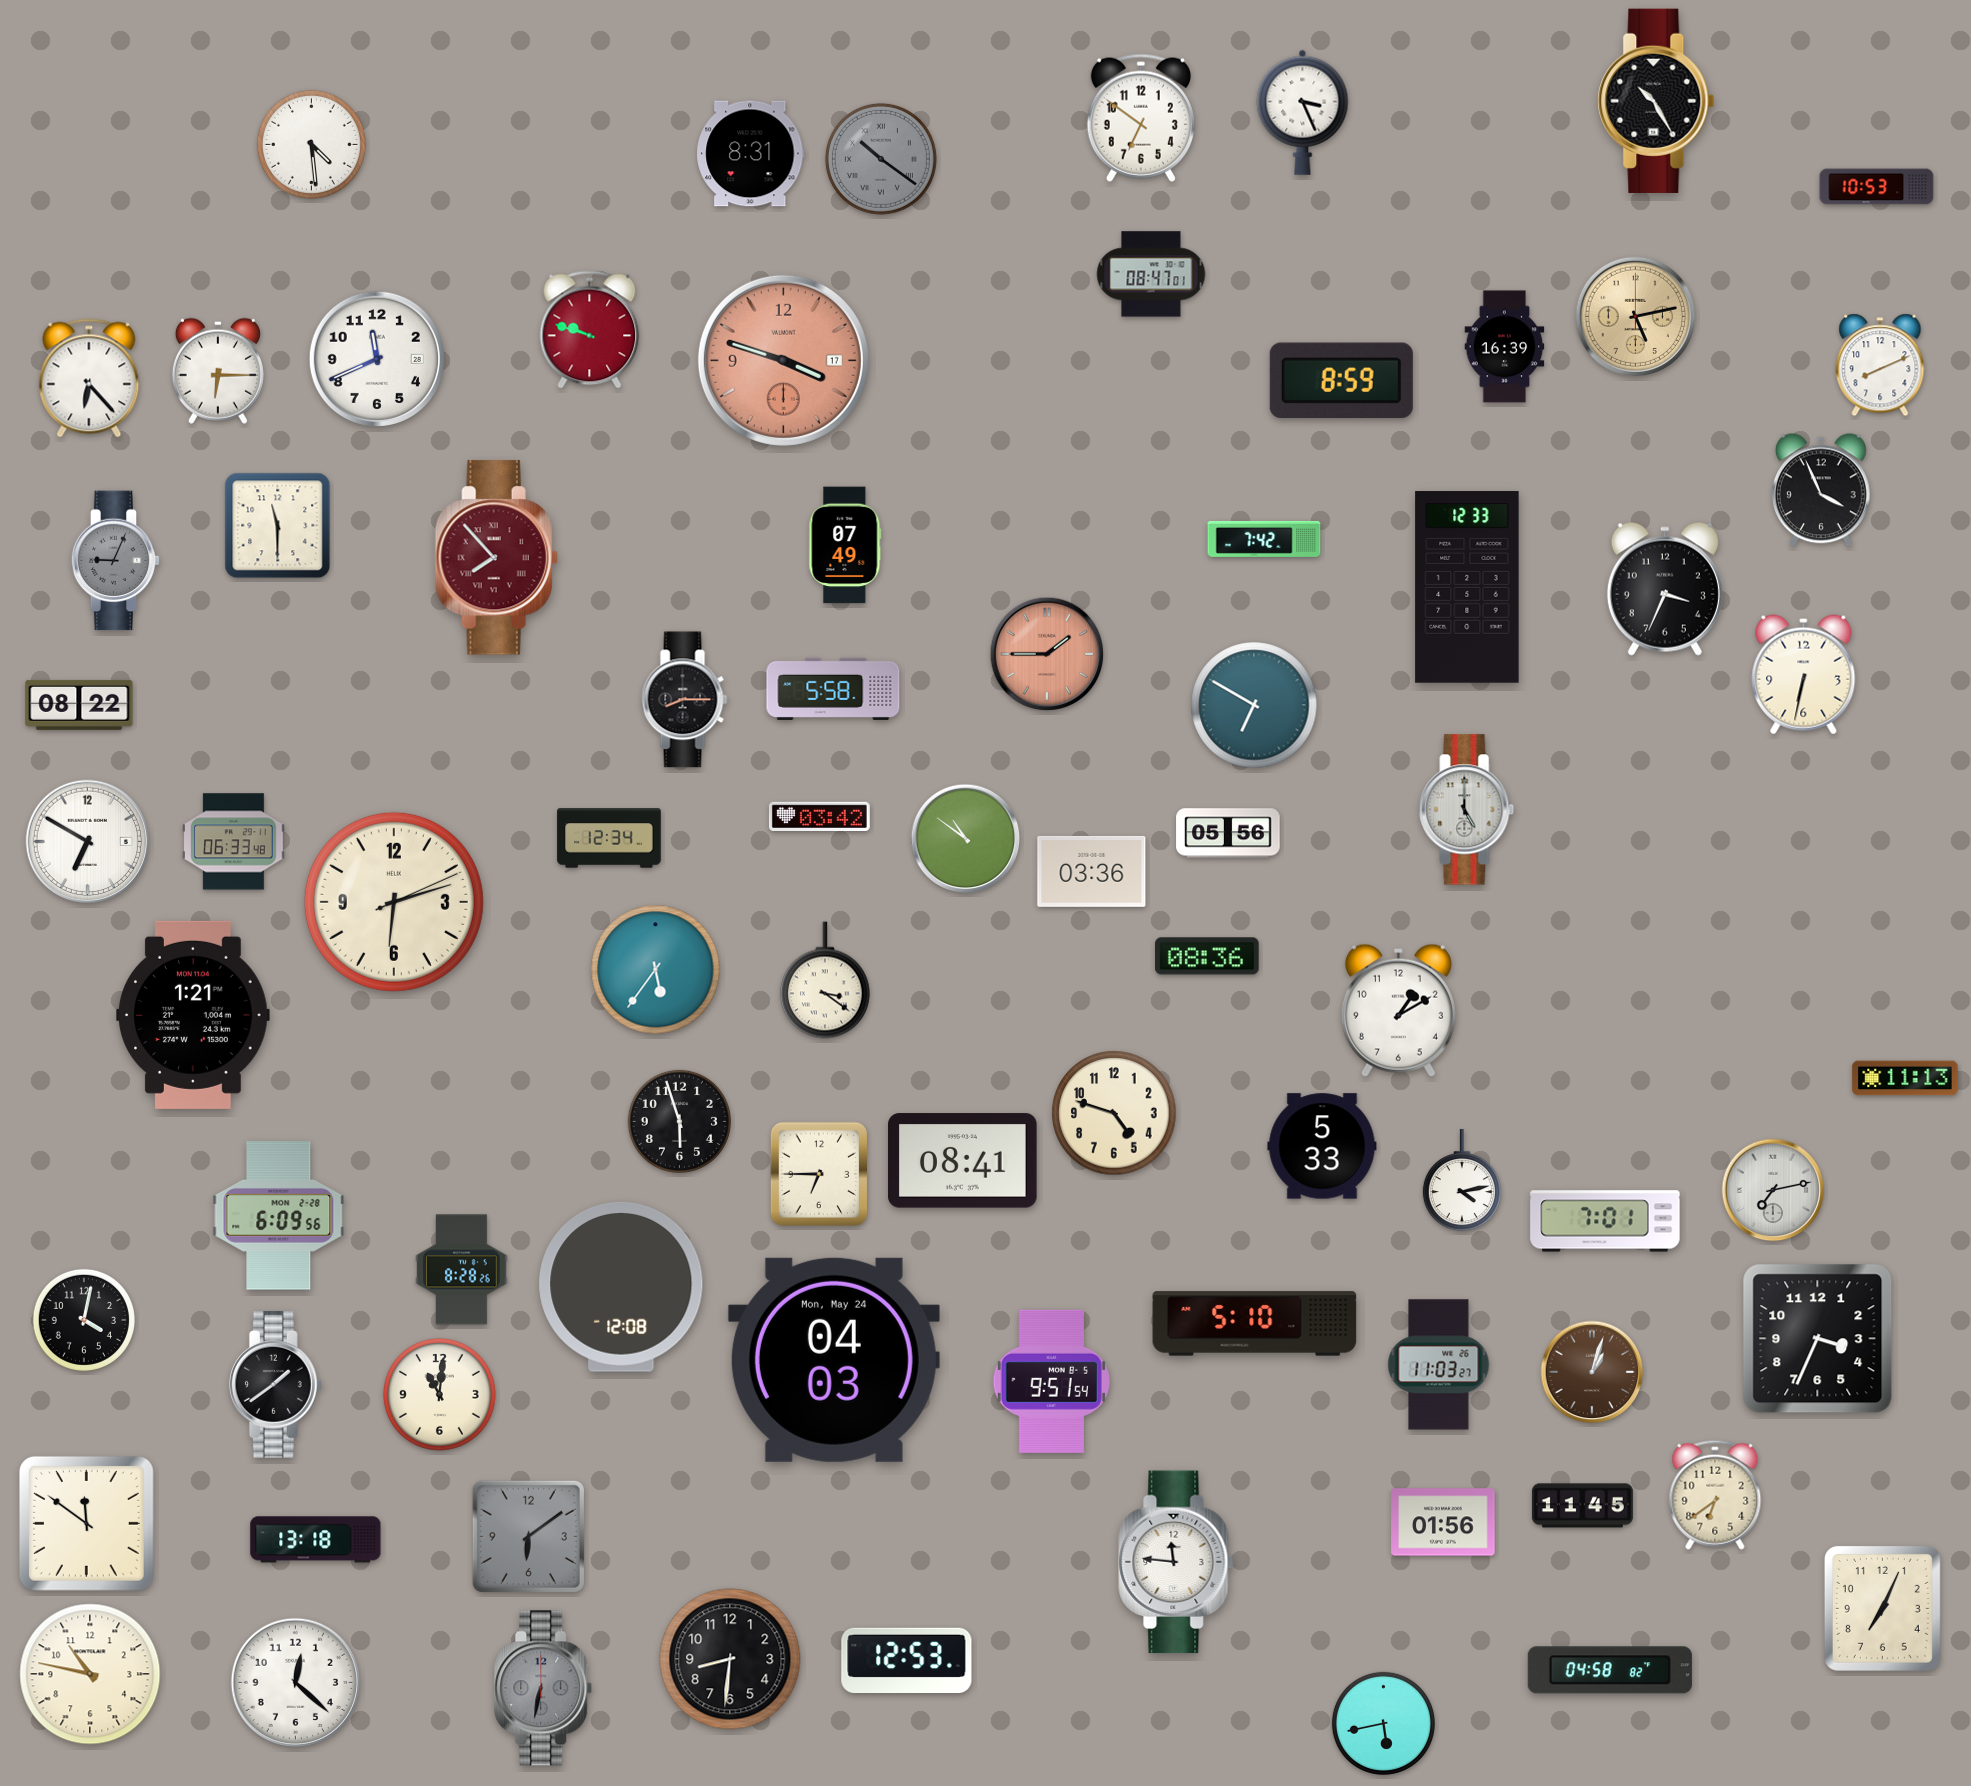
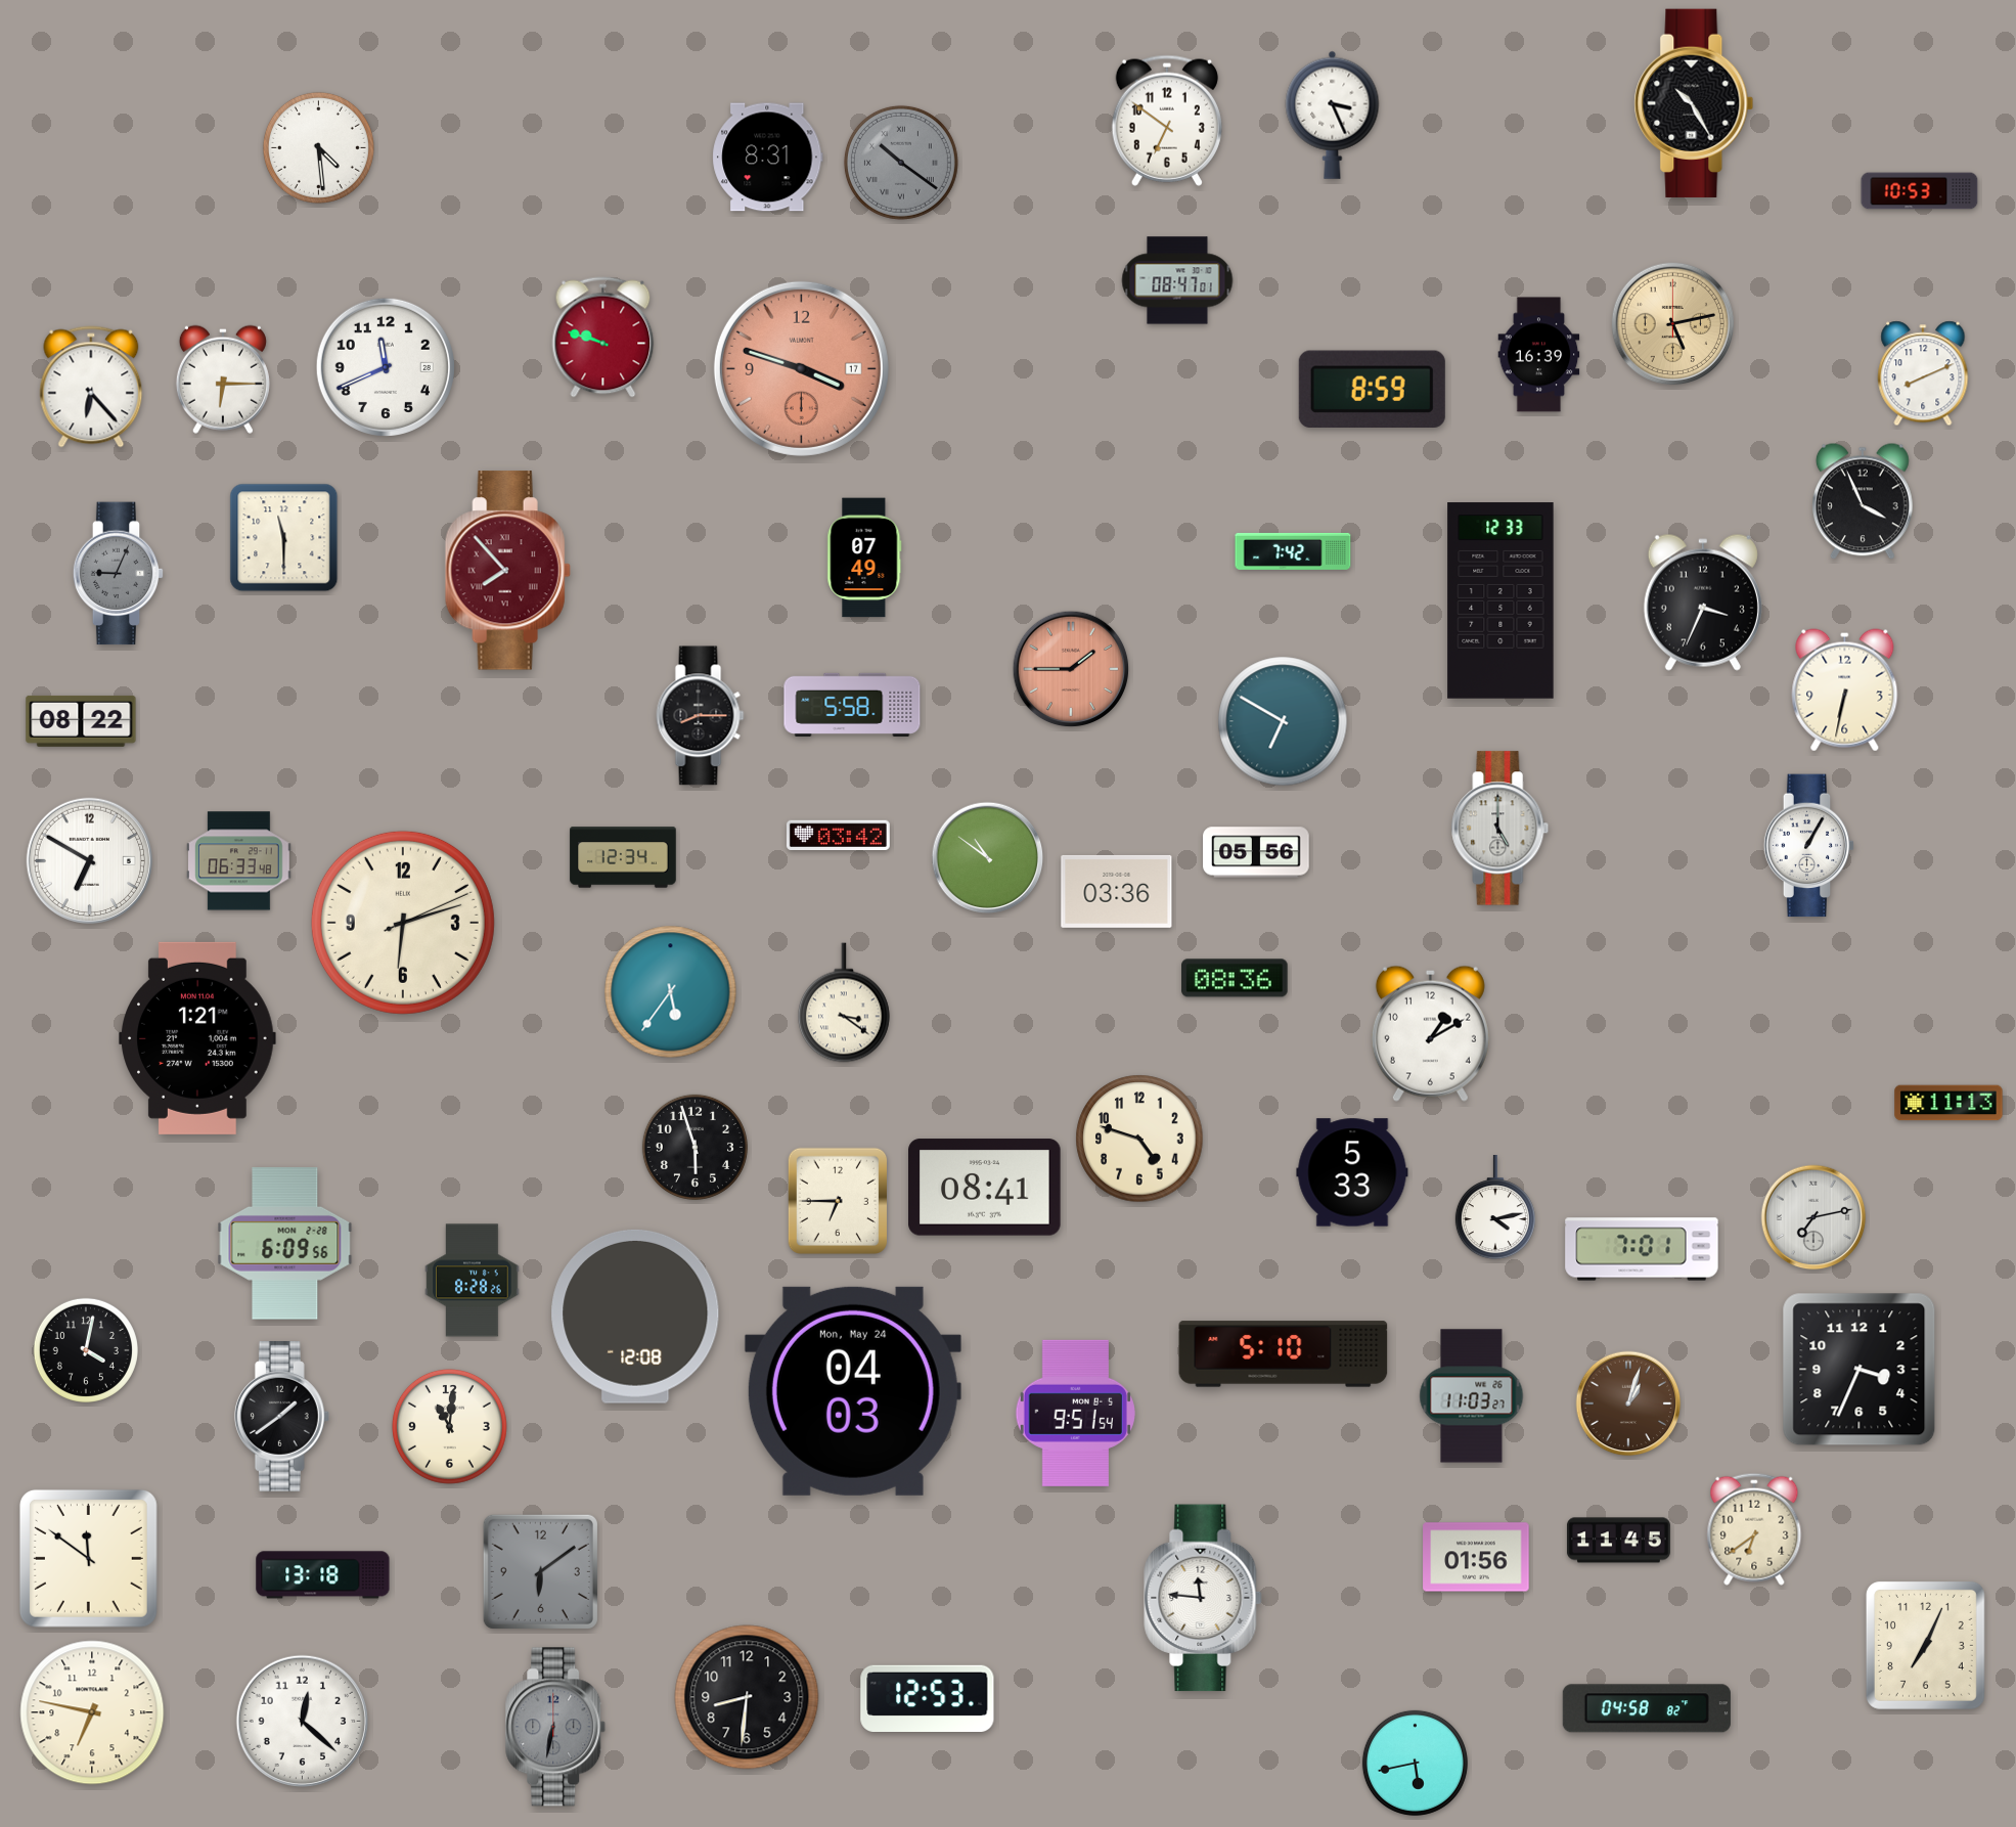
clock at (1809, 846): none -> 1:05
clock at (462, 1270) position: (462, 1270) -> (473, 1281)
clock at (90, 1674): 10:47 -> 6:47
